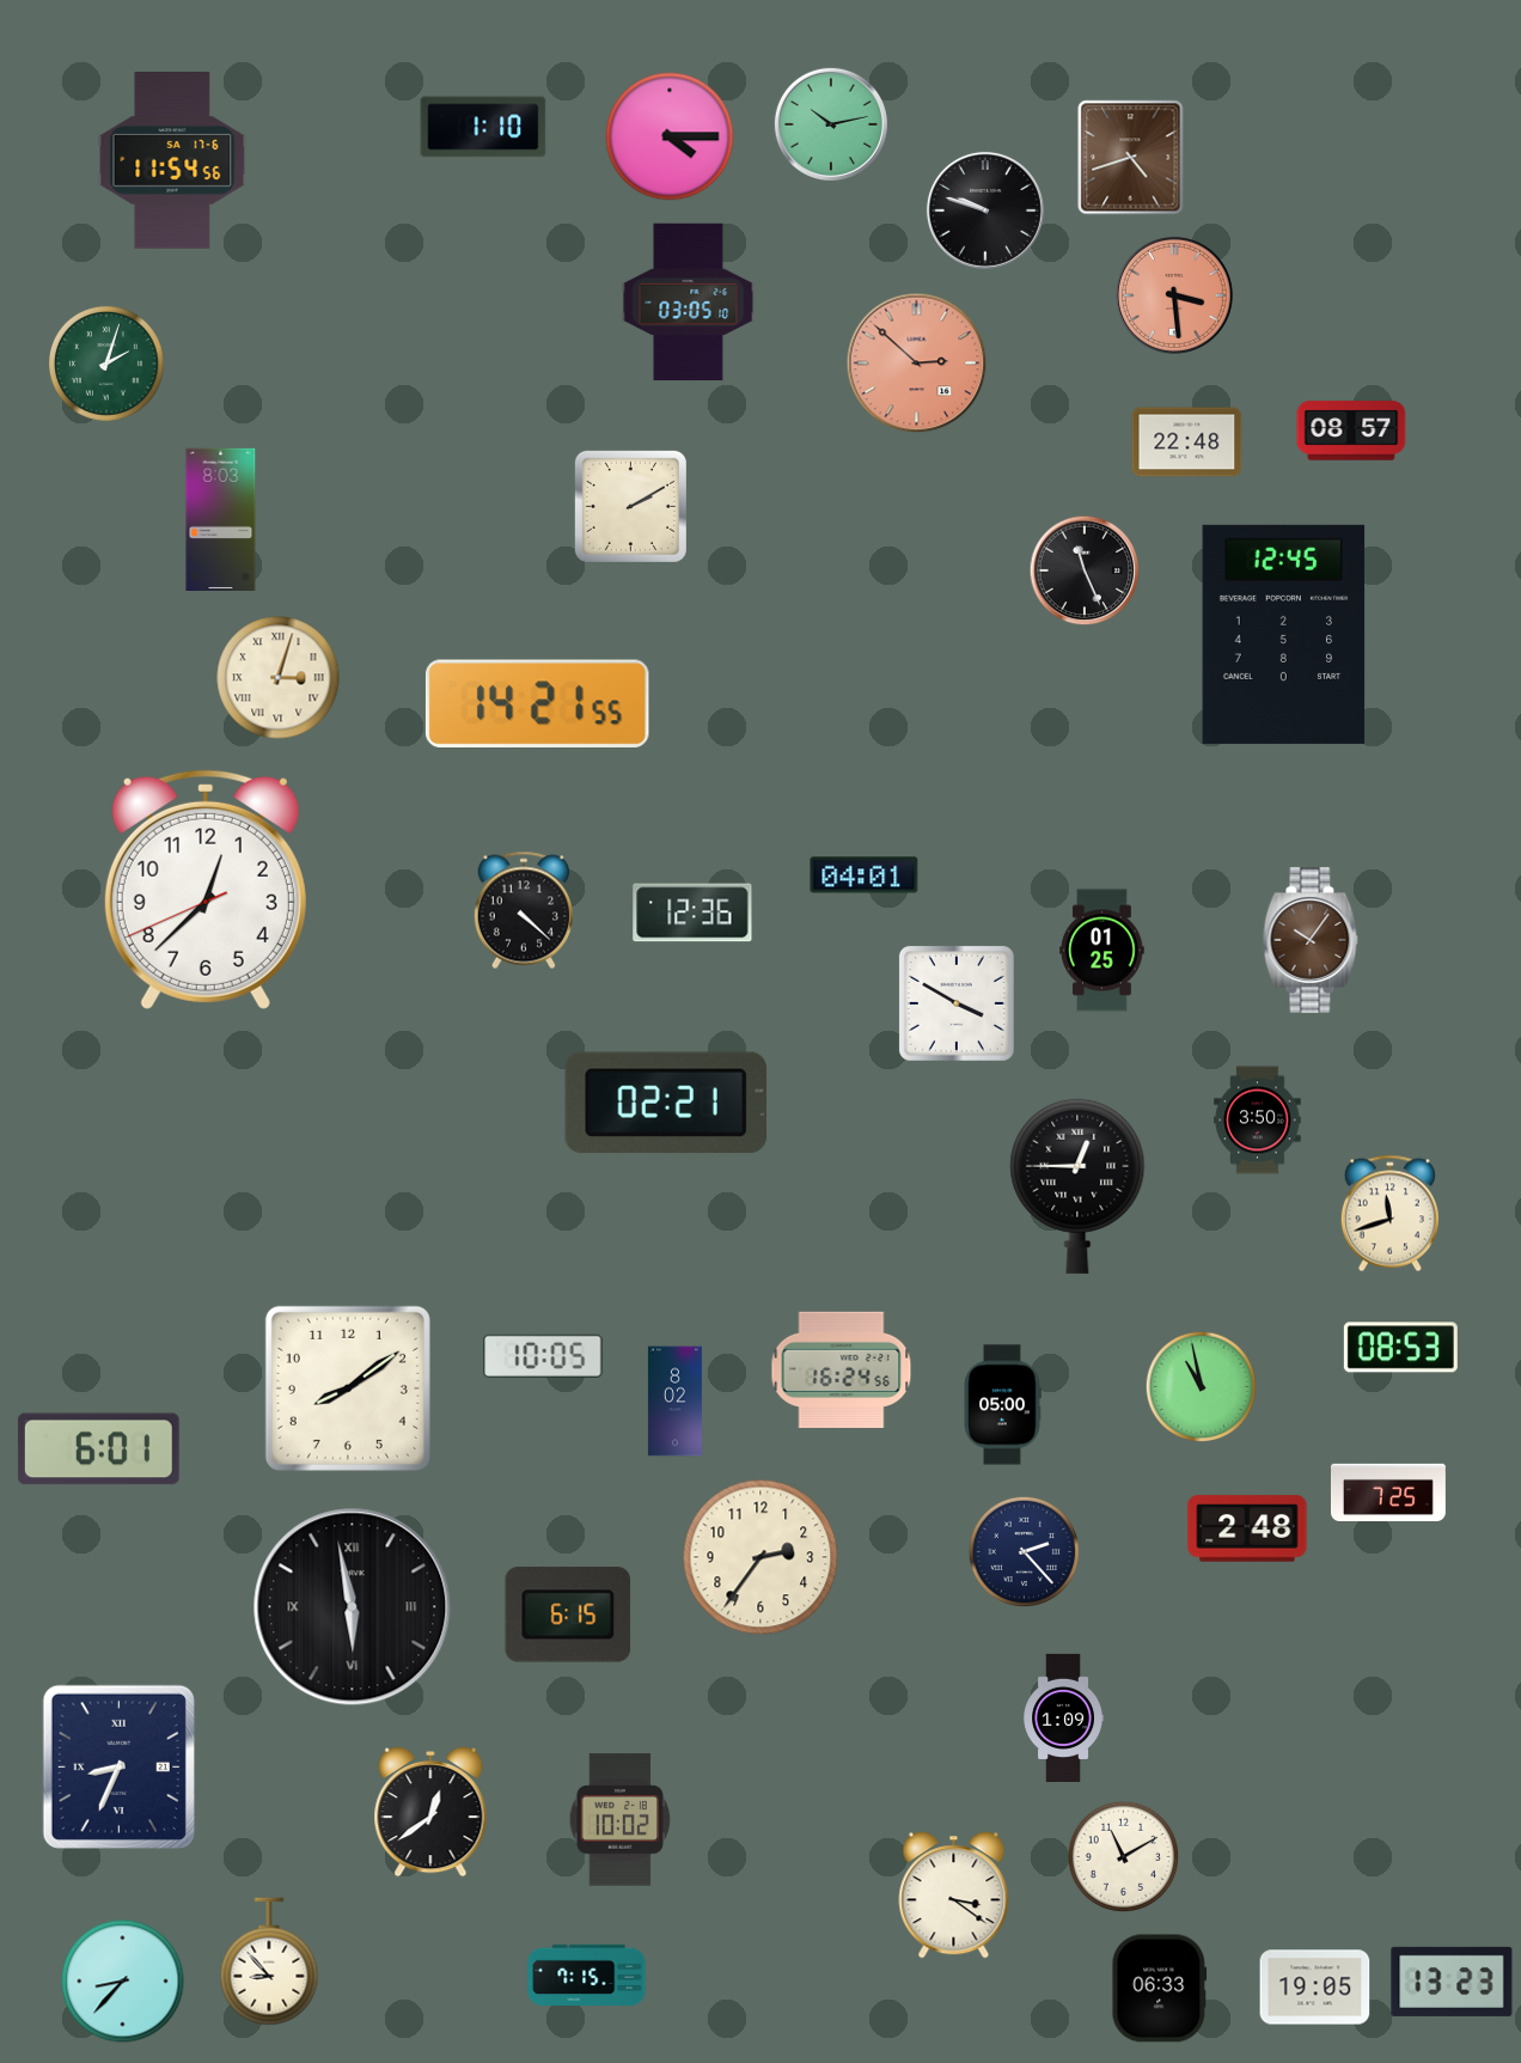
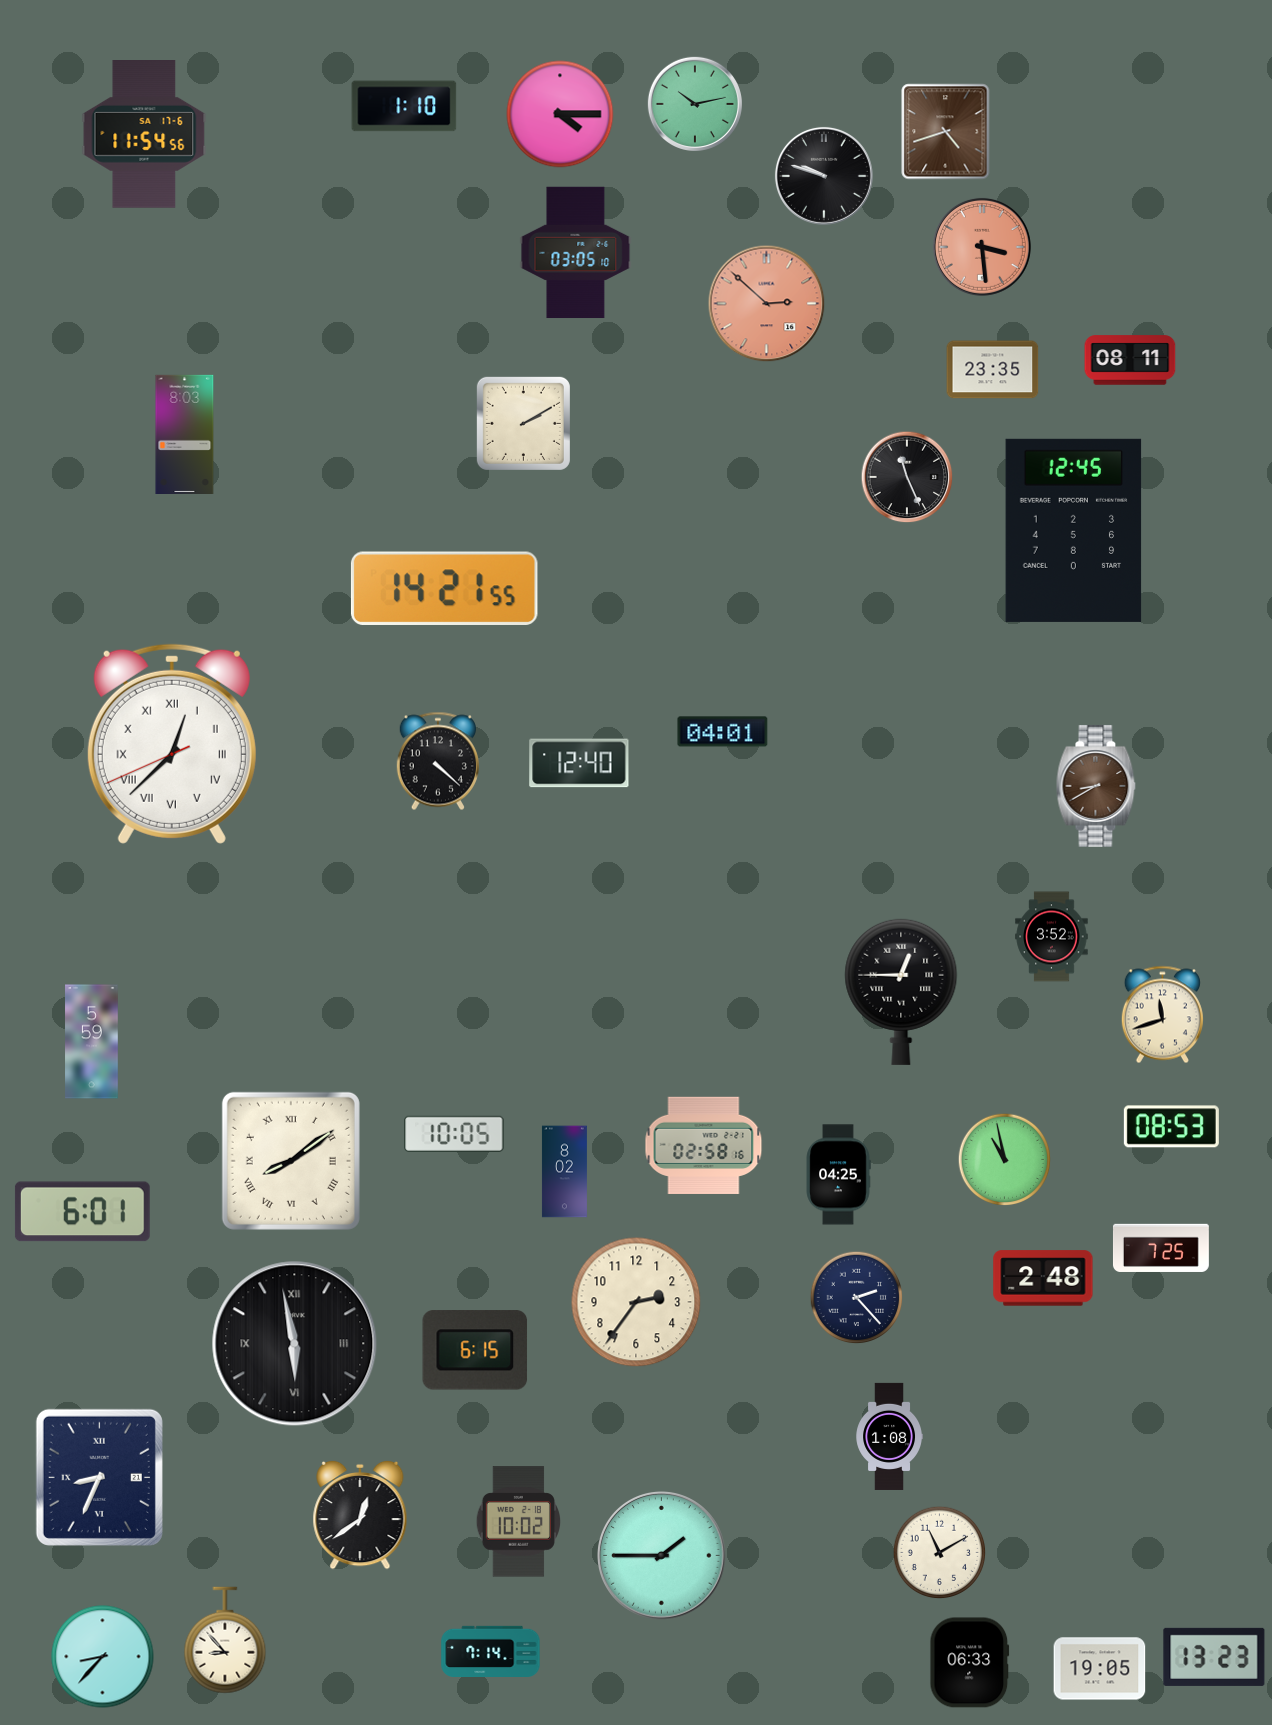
clock at (106, 364): 2:03 -> none
clock at (1351, 431): 08:57 -> 08:11
clock at (1187, 442): 22:48 -> 23:35
clock at (630, 506) position: (630, 506) -> (523, 423)
clock at (279, 678): 3:03 -> none
clock at (537, 703) position: (537, 703) -> (444, 588)
clock at (206, 890) numerals: Arabic -> Roman
clock at (692, 913): 12:36 -> 12:40
clock at (1311, 940): 10:06 -> 8:40
clock at (1102, 951): 01:25 -> none
clock at (957, 1003): 3:50 -> none
clock at (666, 1103): 02:21 -> none
clock at (1258, 1121): 3:50 -> 3:52
clock at (92, 1042): none -> 5:59
clock at (842, 1369): 16:24 -> 02:58
clock at (348, 1388) numerals: Arabic -> Roman
clock at (1002, 1405): 05:00 -> 04:25
clock at (1063, 1717): 1:09 -> 1:08
clock at (662, 1556): none -> 1:45
clock at (954, 1896): 3:21 -> none
clock at (587, 1975): 7:15 -> 7:14
clock at (1315, 1988) position: (1315, 1988) -> (1100, 1669)
